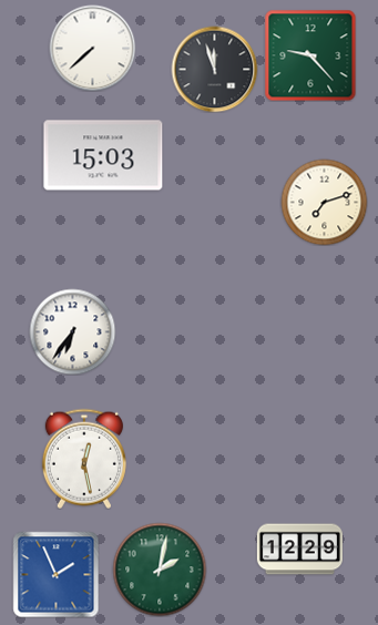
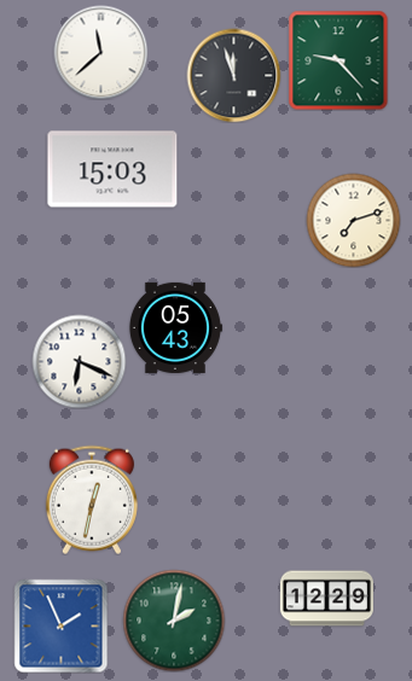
clock at (92, 48): 7:38 -> 11:38
clock at (175, 327): none -> 05:43
clock at (72, 331): 6:36 -> 6:19
clock at (84, 459): 12:28 -> 12:32
